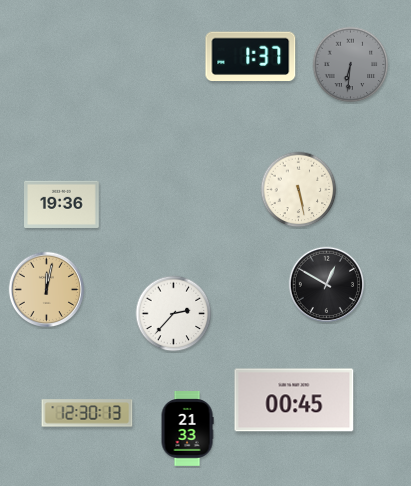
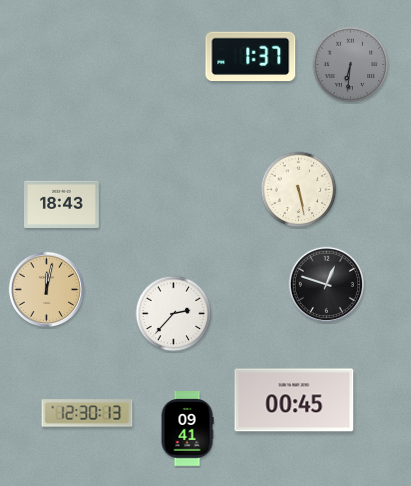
clock at (62, 204): 19:36 -> 18:43
clock at (326, 284): 12:50 -> 12:48
clock at (187, 429): 21:33 -> 09:41
